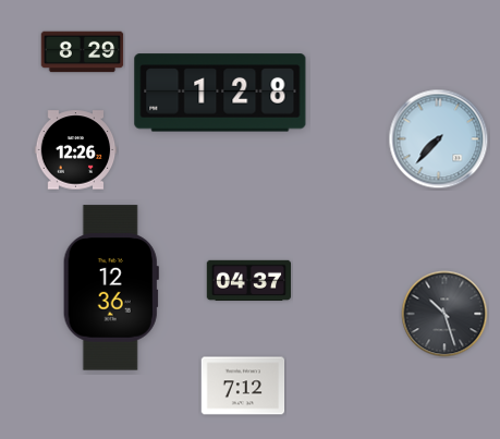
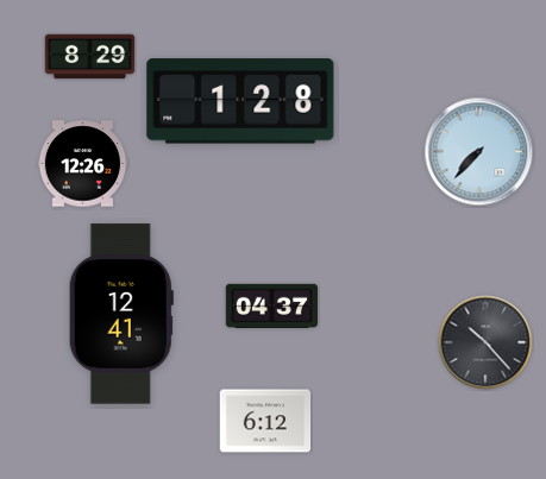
clock at (111, 288): 12:36 -> 12:41
clock at (444, 314): 10:27 -> 10:23
clock at (243, 386): 7:12 -> 6:12
